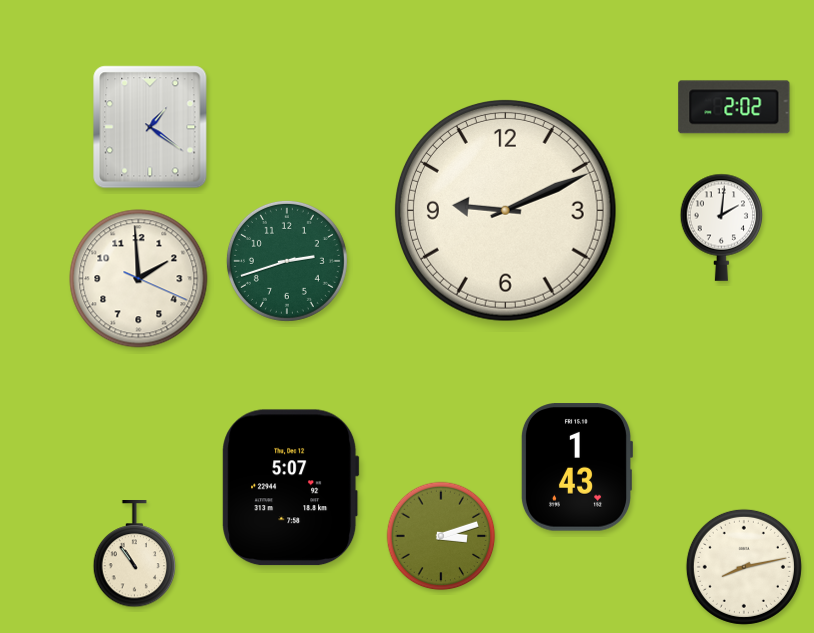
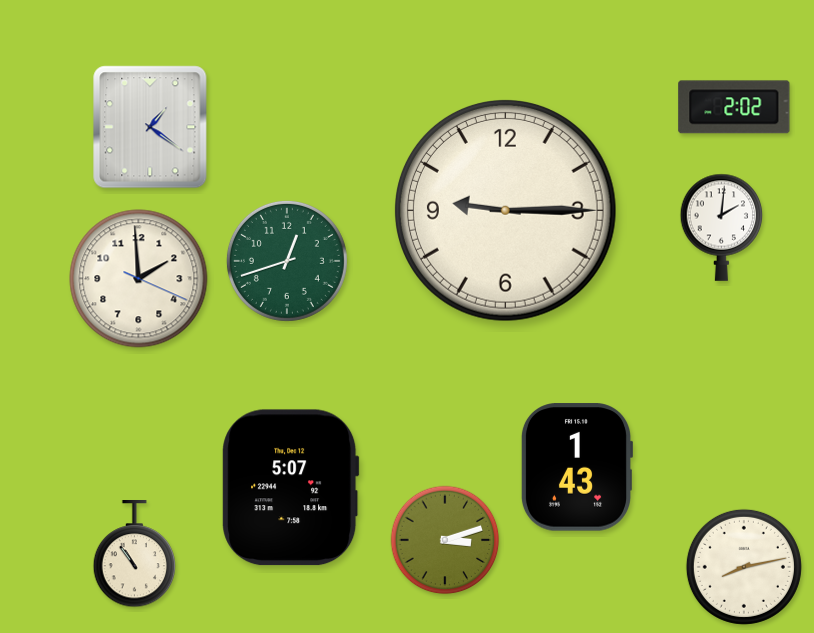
clock at (506, 211): 9:11 -> 9:15
clock at (287, 261): 2:42 -> 12:42
clock at (441, 536) position: (441, 536) -> (445, 540)
